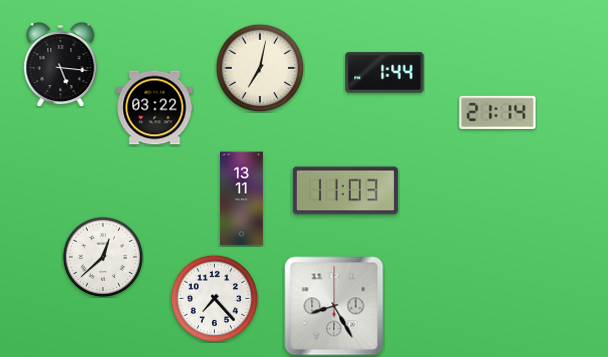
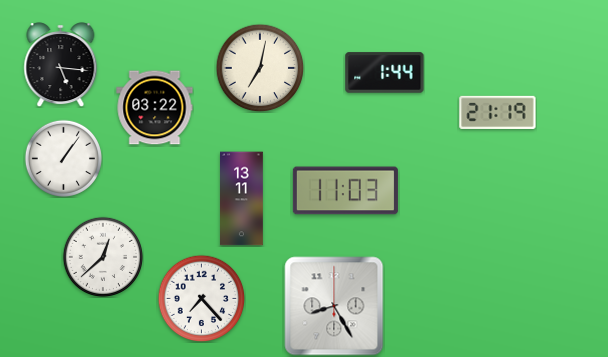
clock at (498, 112): 21:14 -> 21:19
clock at (63, 158): none -> 1:06
clock at (214, 298) position: (214, 298) -> (201, 298)
